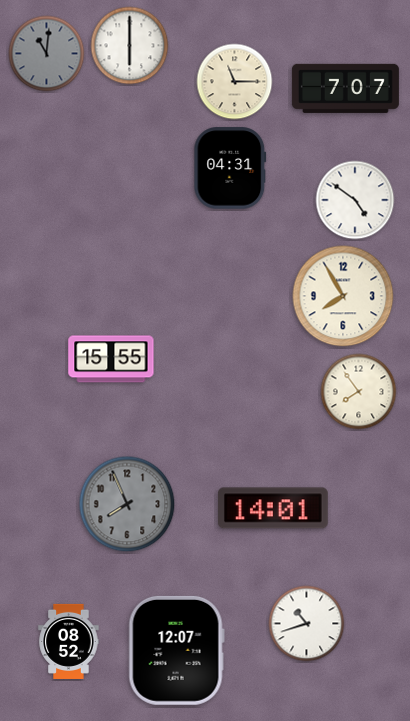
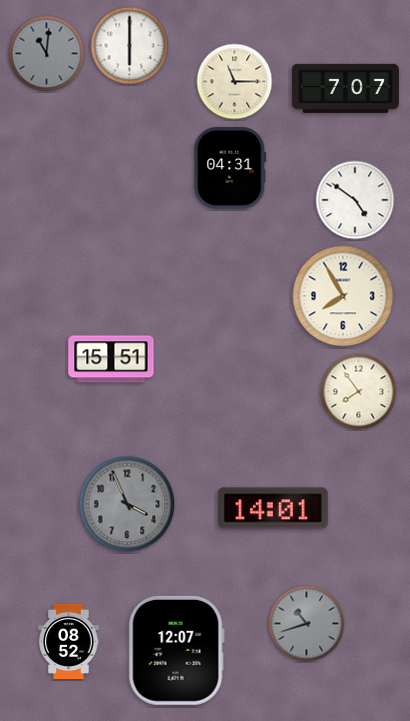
clock at (111, 359): 15:55 -> 15:51
clock at (127, 504): 7:56 -> 3:56
clock at (307, 624) dial: white -> grey
